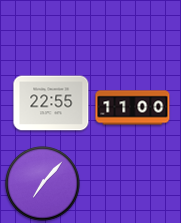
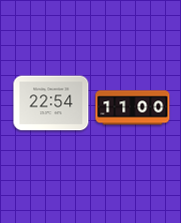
clock at (51, 103): 22:55 -> 22:54
clock at (43, 184): 7:07 -> none
